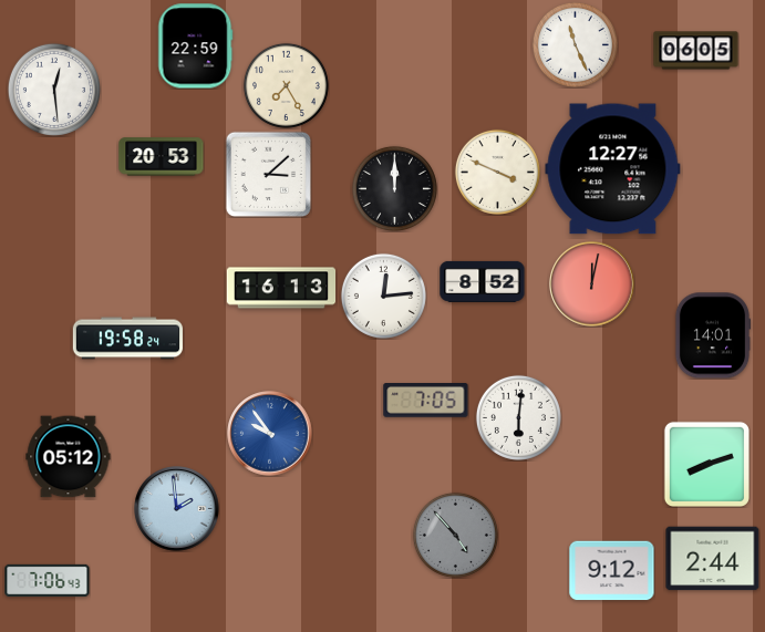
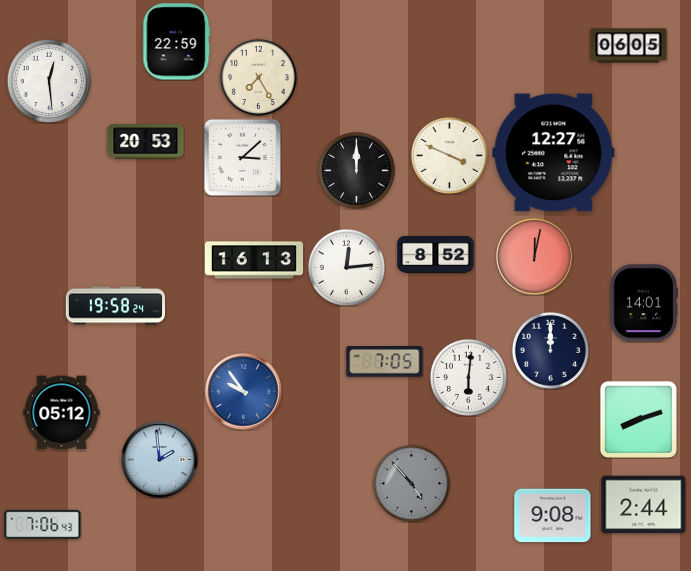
clock at (575, 44): 11:26 -> none
clock at (550, 350): none -> 12:00
clock at (612, 571): 9:12 -> 9:08
